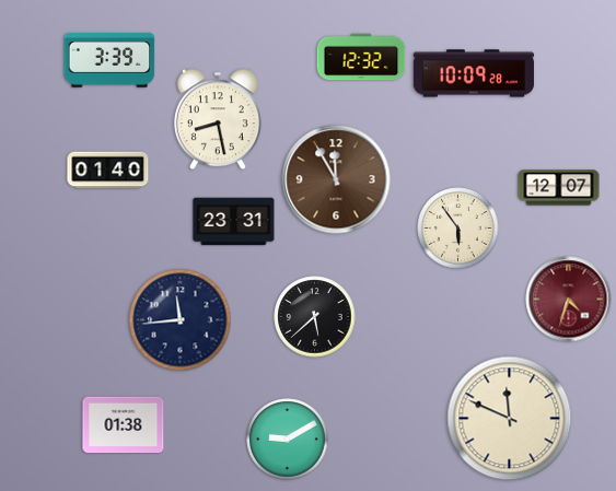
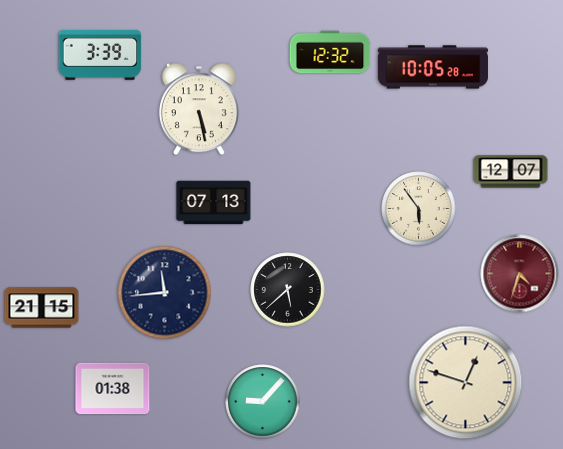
clock at (474, 73): 10:09 -> 10:05
clock at (218, 119): 8:28 -> 5:28
clock at (108, 171): 01:40 -> none
clock at (336, 179): 11:55 -> none
clock at (234, 222): 23:31 -> 07:13
clock at (42, 308): none -> 21:15
clock at (510, 419): 11:49 -> 12:48
clock at (288, 440): 9:10 -> 9:07
